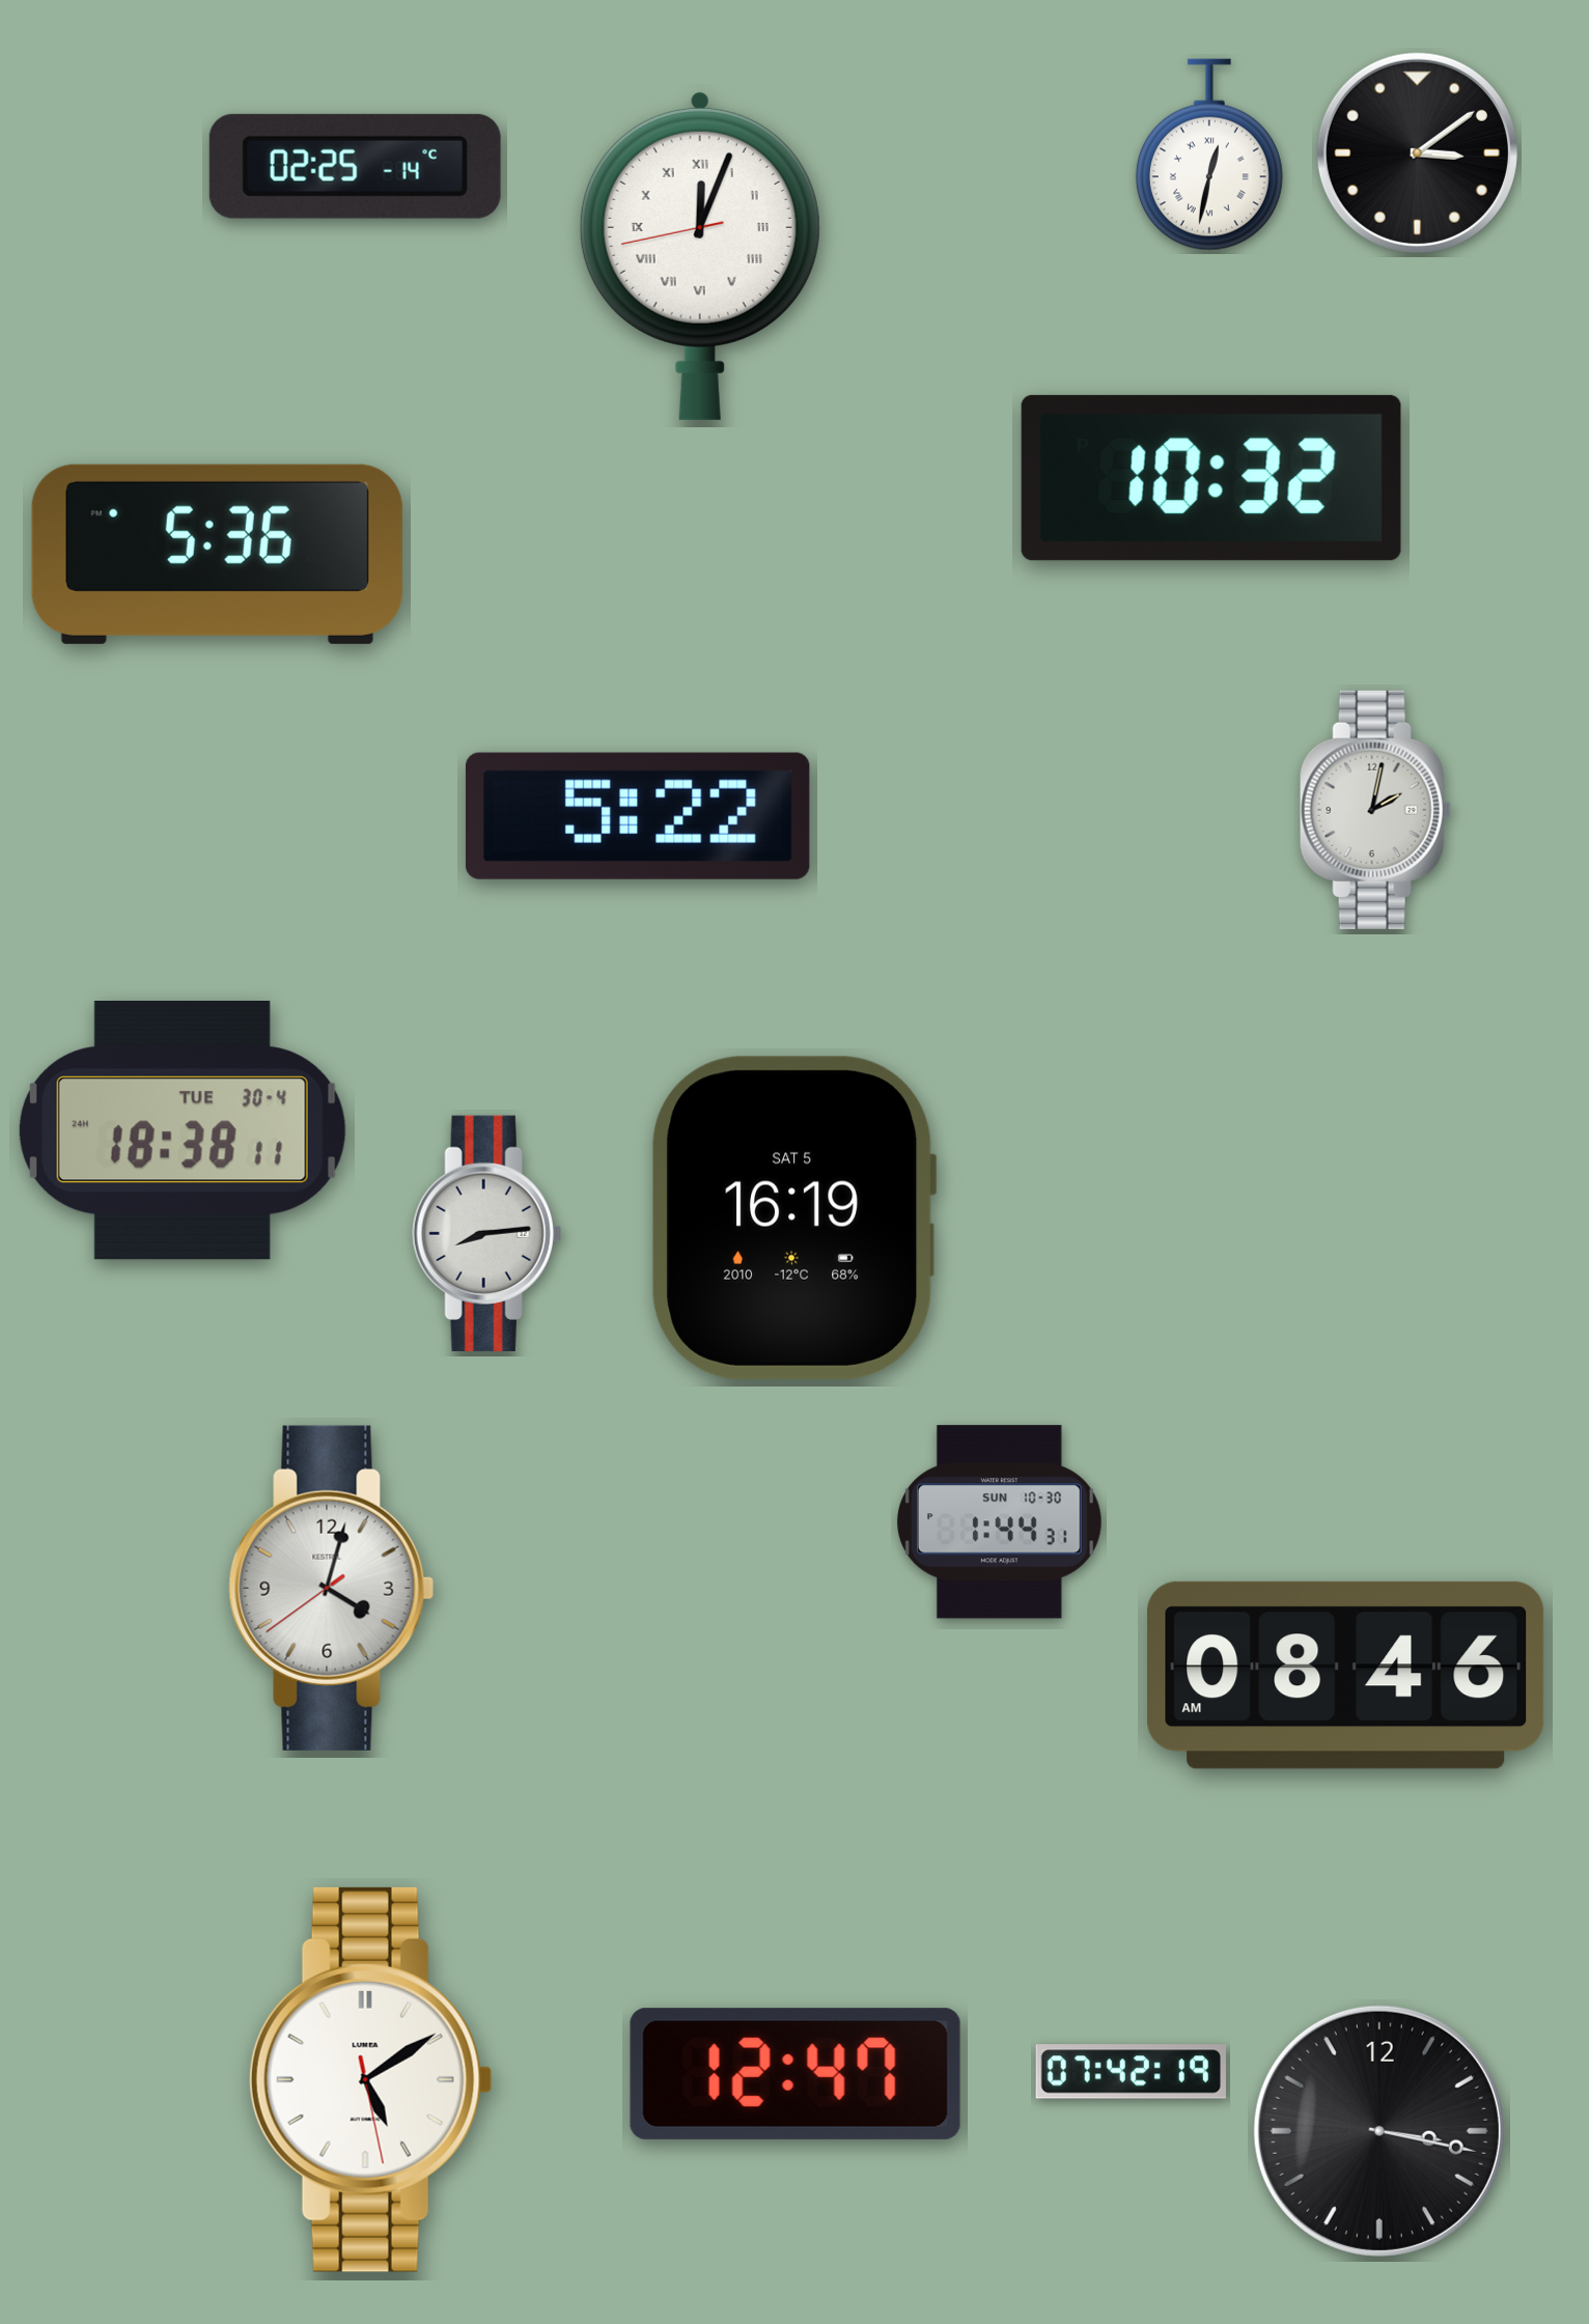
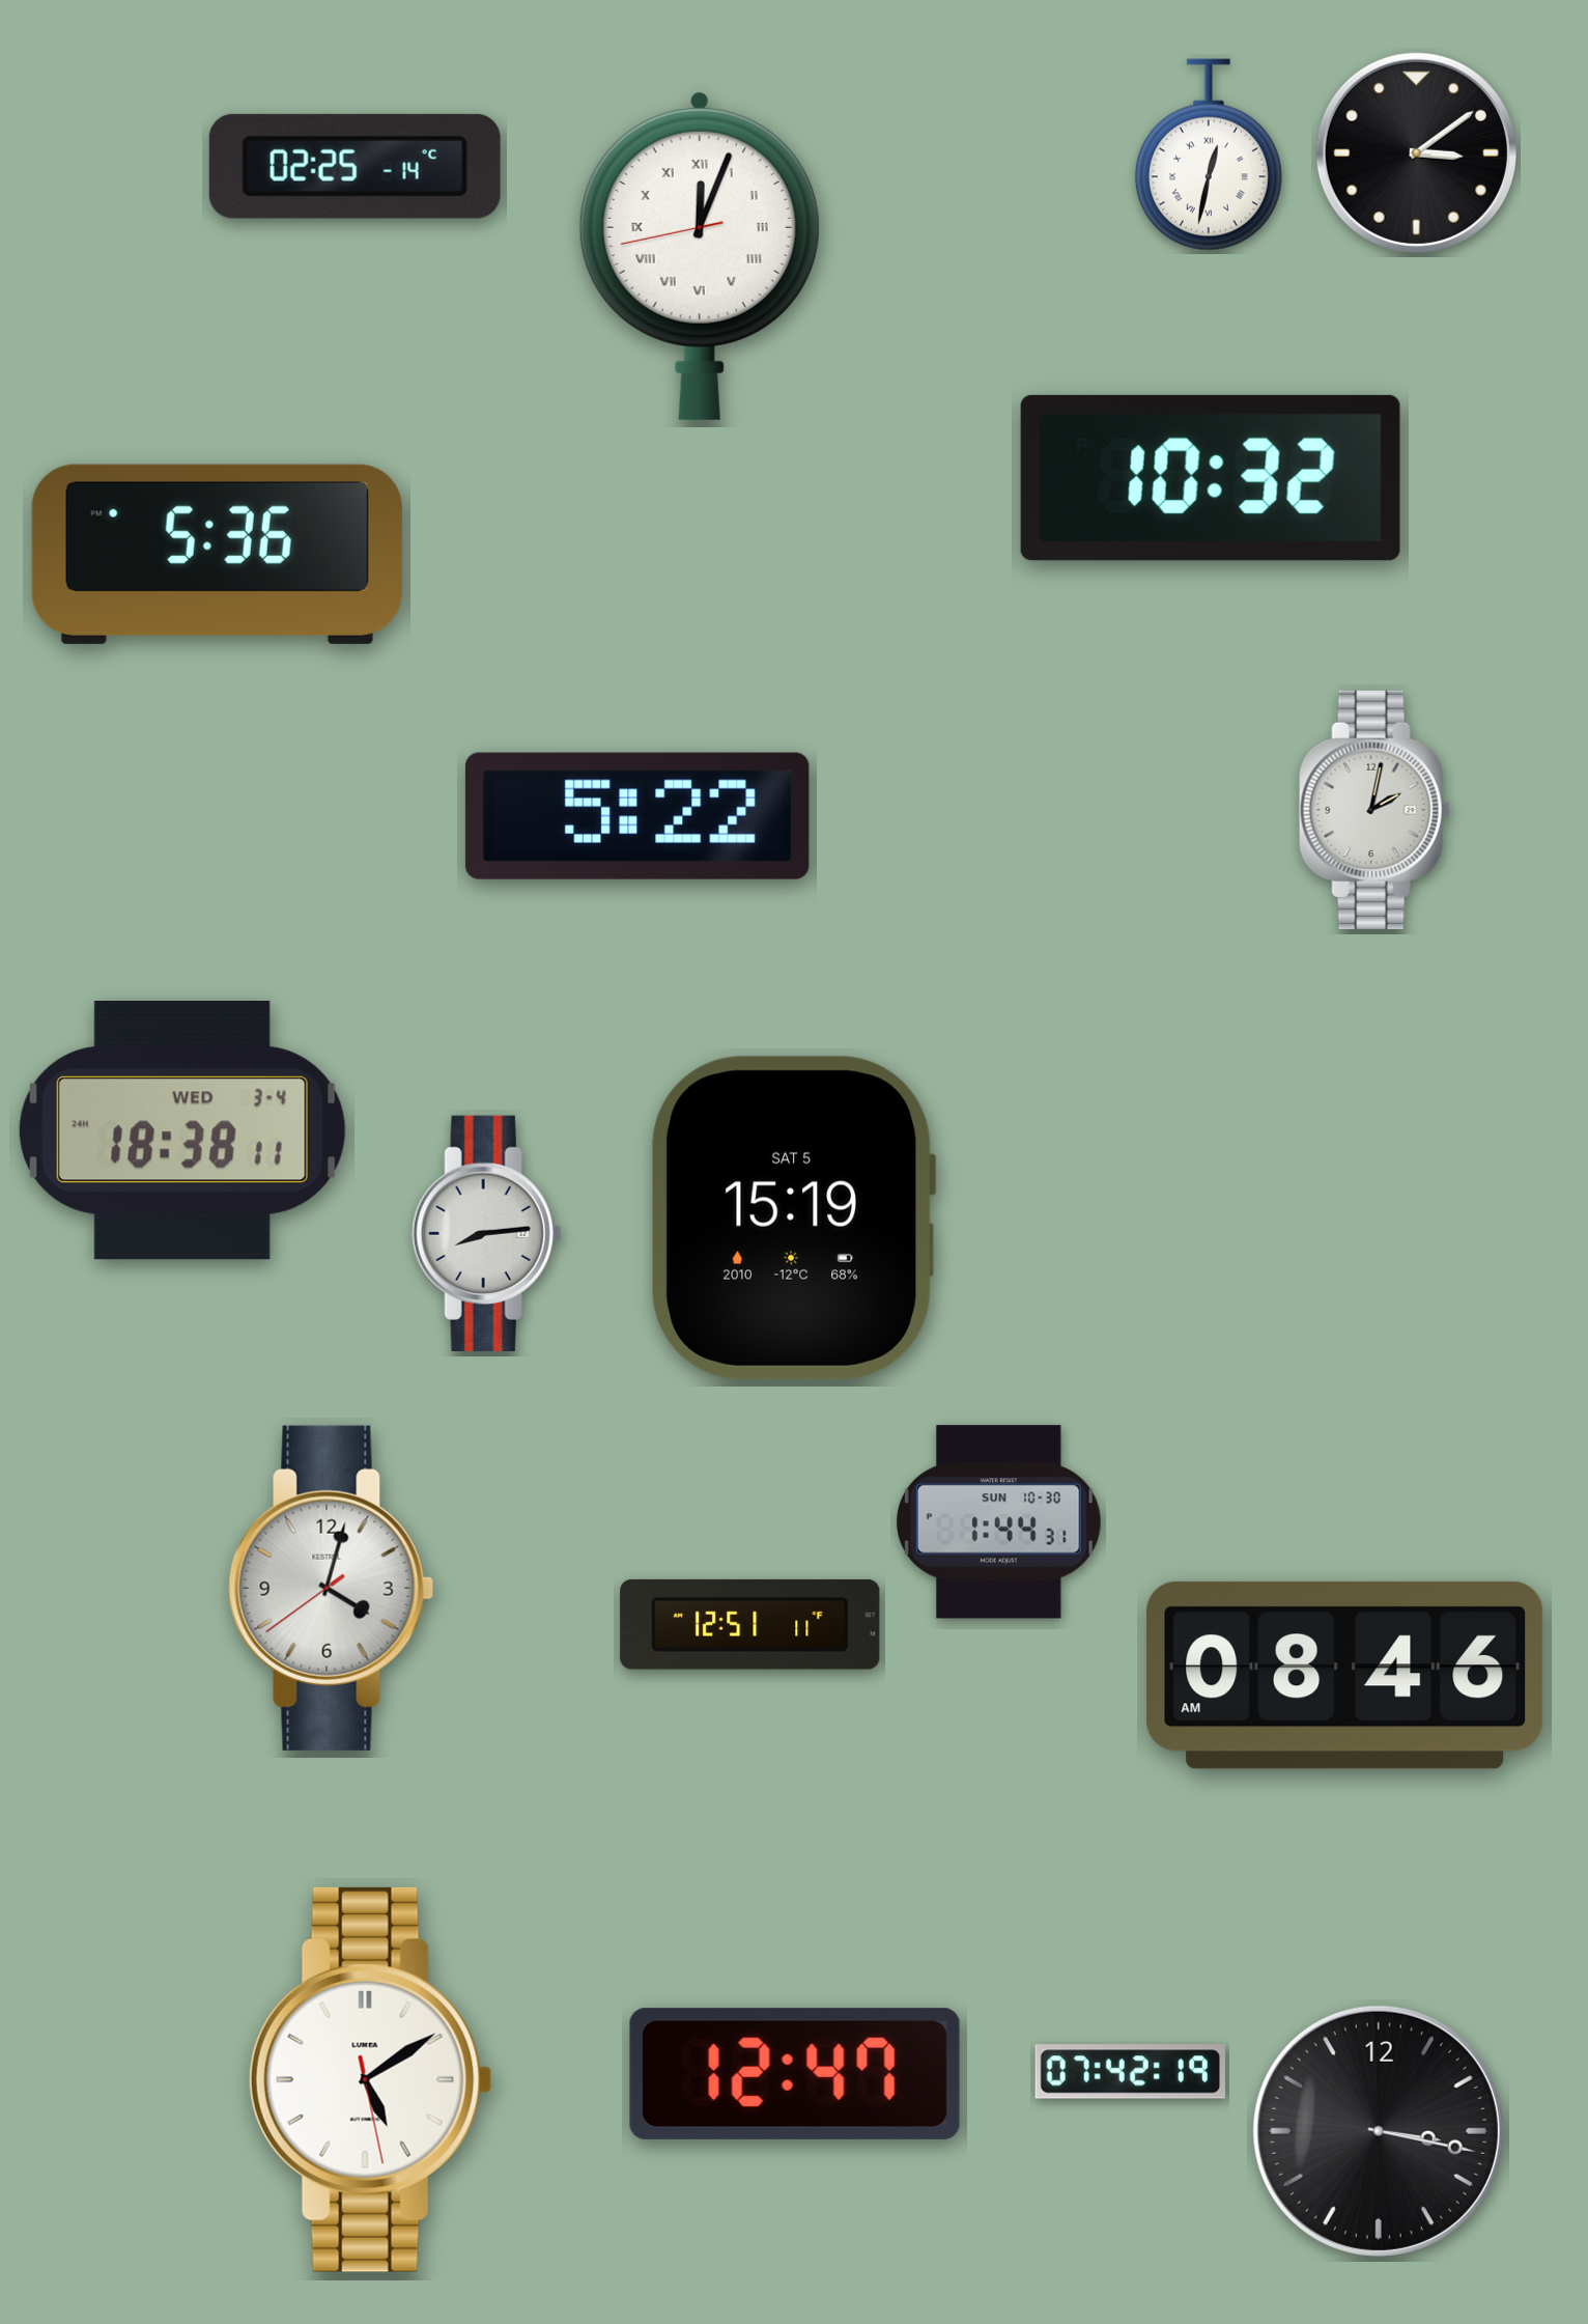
clock at (183, 1131) date: TUE 30-4 -> WED 3-4
clock at (793, 1217): 16:19 -> 15:19
clock at (750, 1624): none -> 12:51
